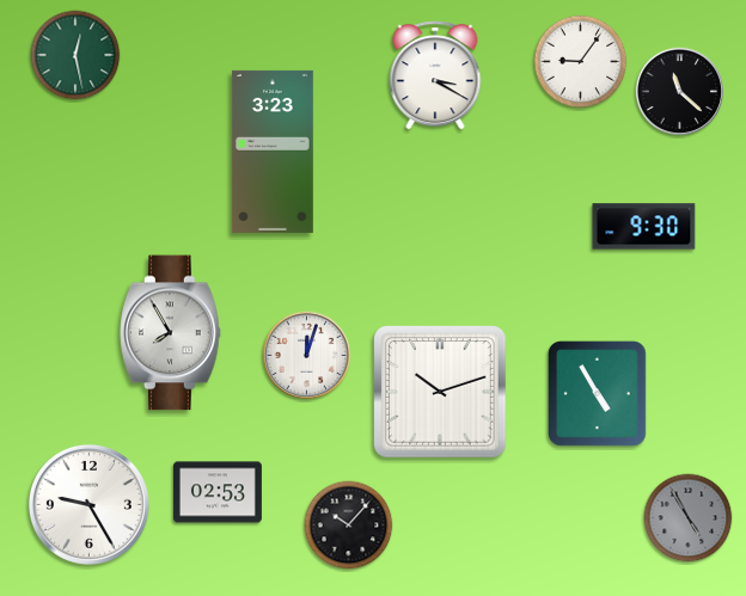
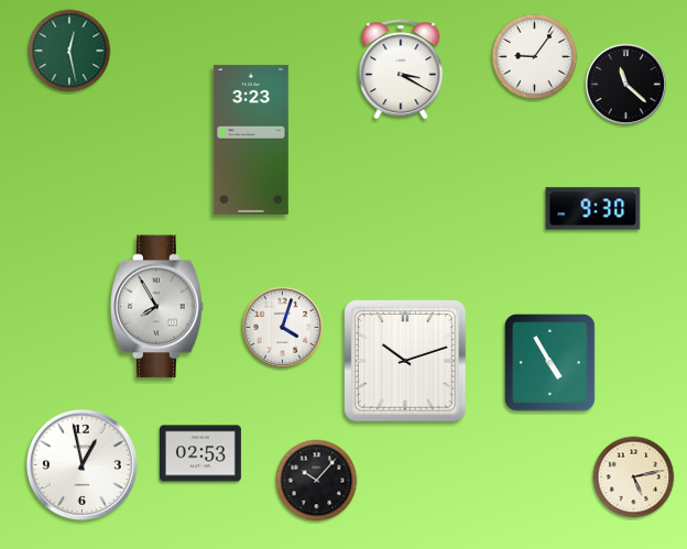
clock at (306, 355): 12:03 -> 4:03
clock at (88, 504): 9:25 -> 12:58
clock at (689, 518): 4:55 -> 5:13
clock at (689, 518) dial: grey -> cream
clock at (349, 526) position: (349, 526) -> (317, 481)
